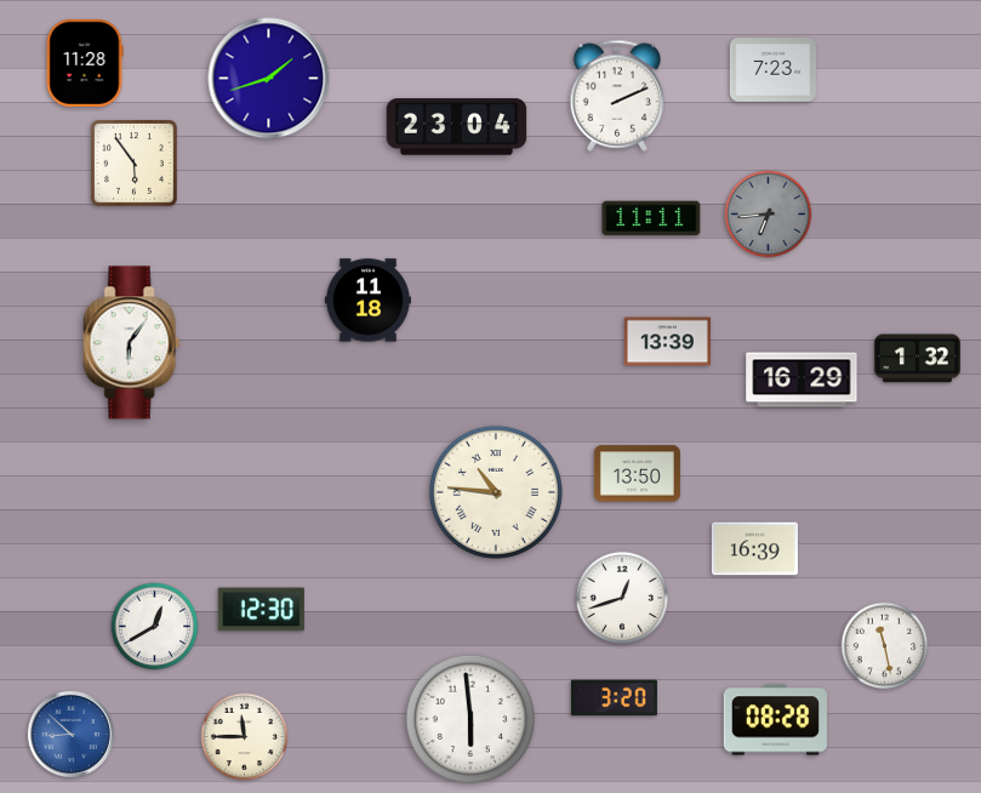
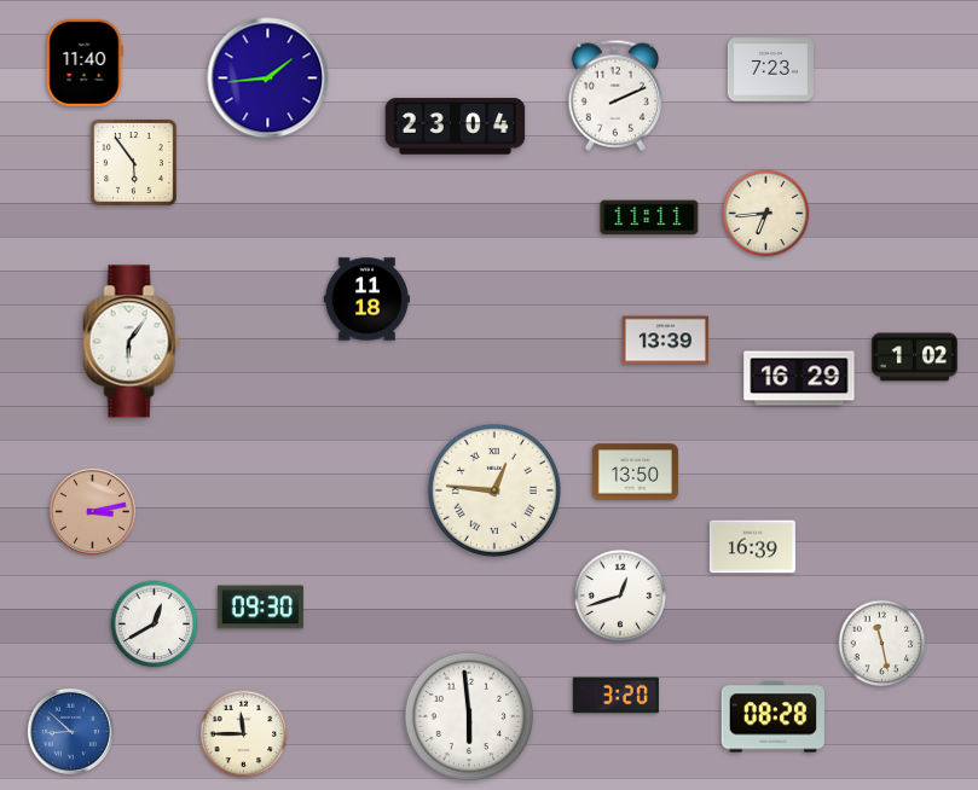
clock at (85, 63): 11:28 -> 11:40
clock at (269, 79): 1:42 -> 1:44
clock at (769, 215) dial: grey -> cream
clock at (917, 359): 1:32 -> 1:02
clock at (496, 492): 10:46 -> 12:46
clock at (92, 511): none -> 3:13
clock at (261, 610): 12:30 -> 09:30
clock at (614, 698) position: (614, 698) -> (615, 696)
